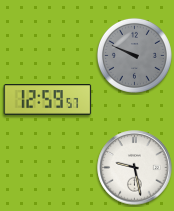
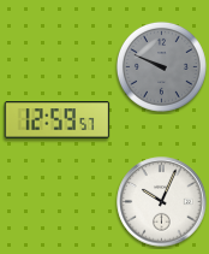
clock at (135, 168): 9:28 -> 10:04
